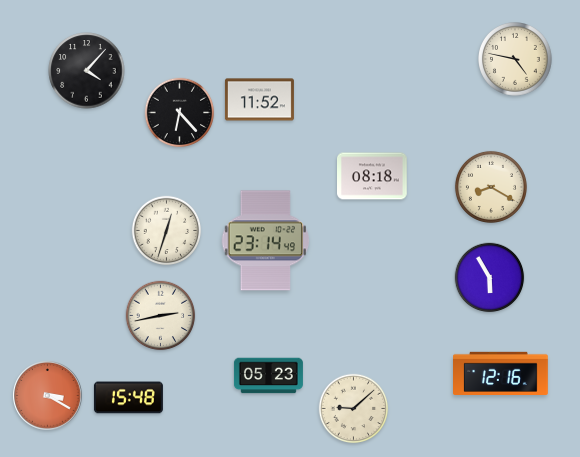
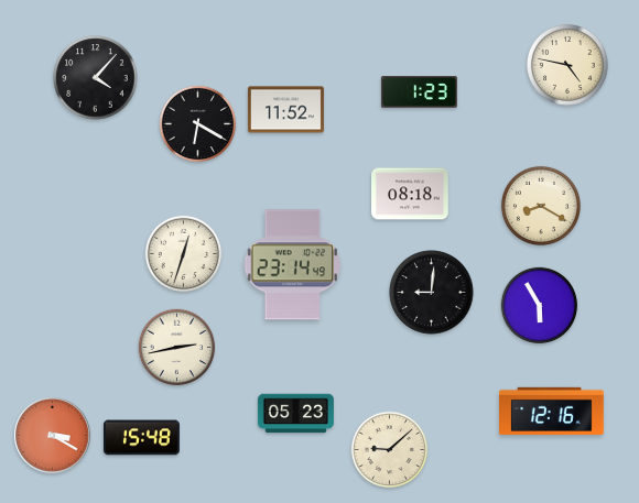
clock at (419, 92): none -> 1:23
clock at (180, 113): 6:23 -> 6:20
clock at (432, 293): none -> 9:01
